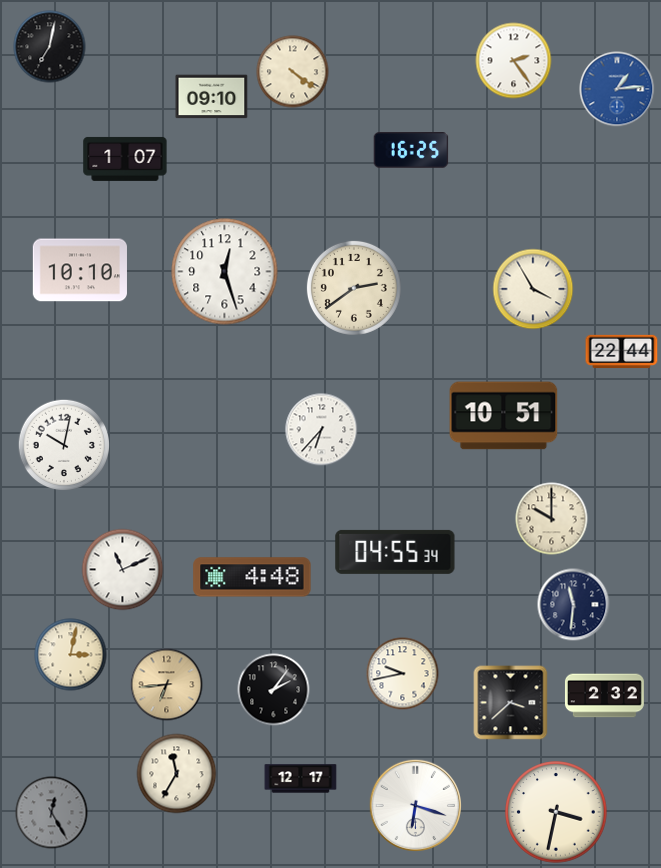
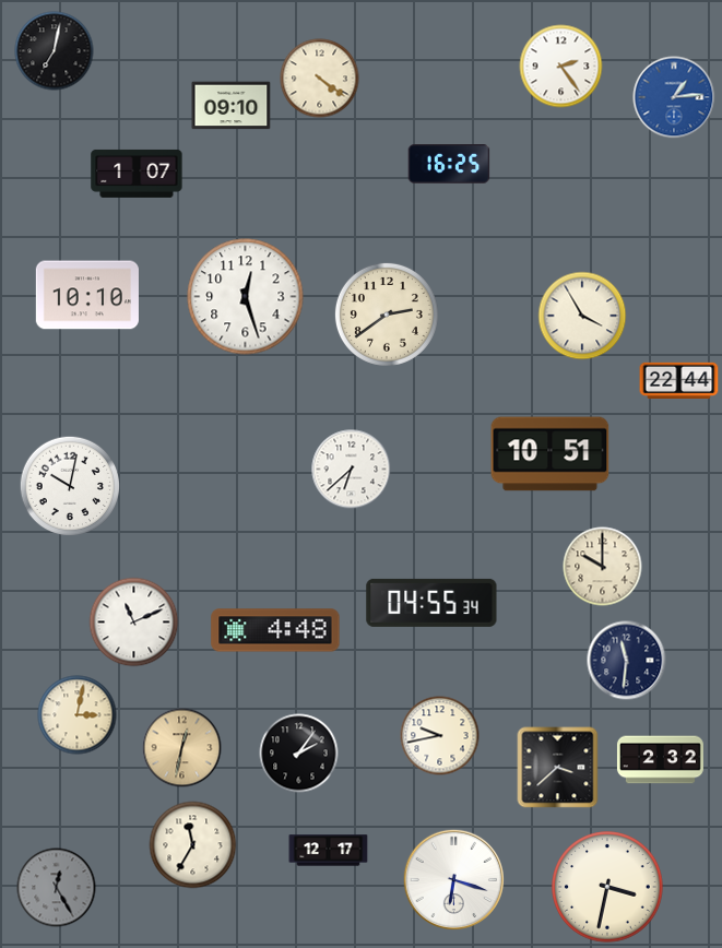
clock at (622, 352) position: (622, 352) -> (679, 381)
clock at (322, 430): 6:37 -> 6:38
clock at (167, 685): 6:44 -> 12:32
